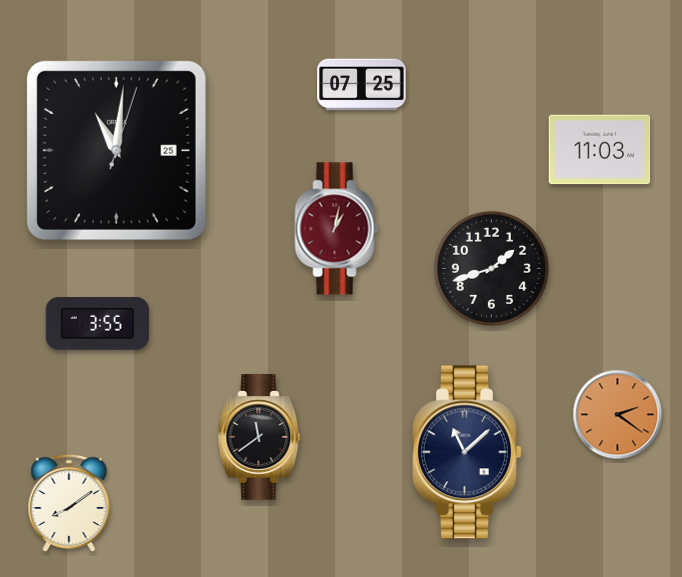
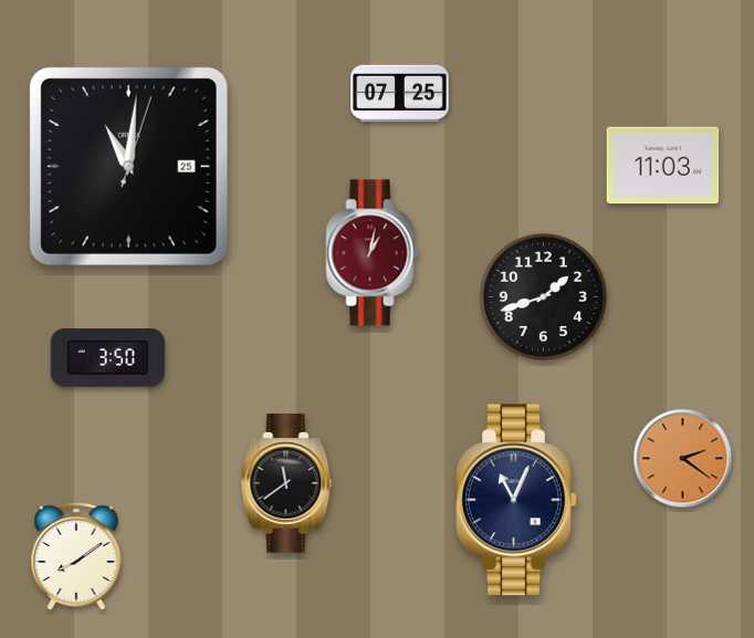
clock at (97, 324): 3:55 -> 3:50
clock at (467, 452): 11:08 -> 11:04
